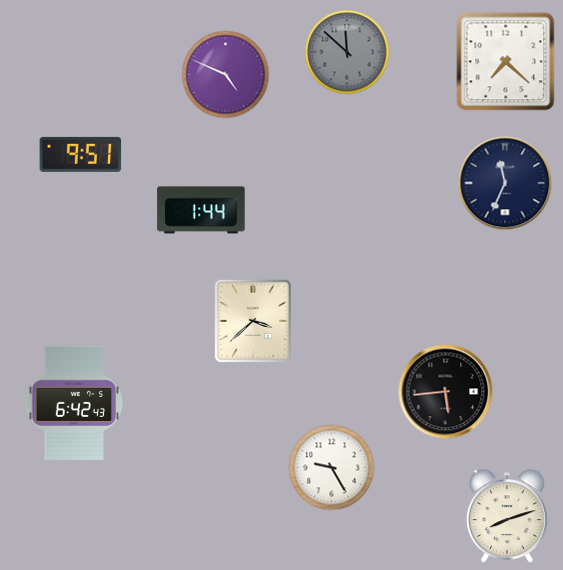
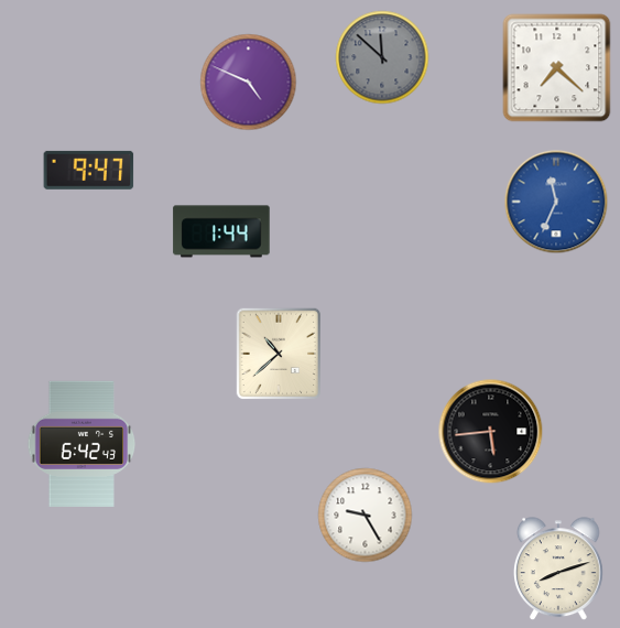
clock at (81, 154): 9:51 -> 9:47
clock at (505, 183) dial: navy -> blue
clock at (253, 321): 3:38 -> 10:38
